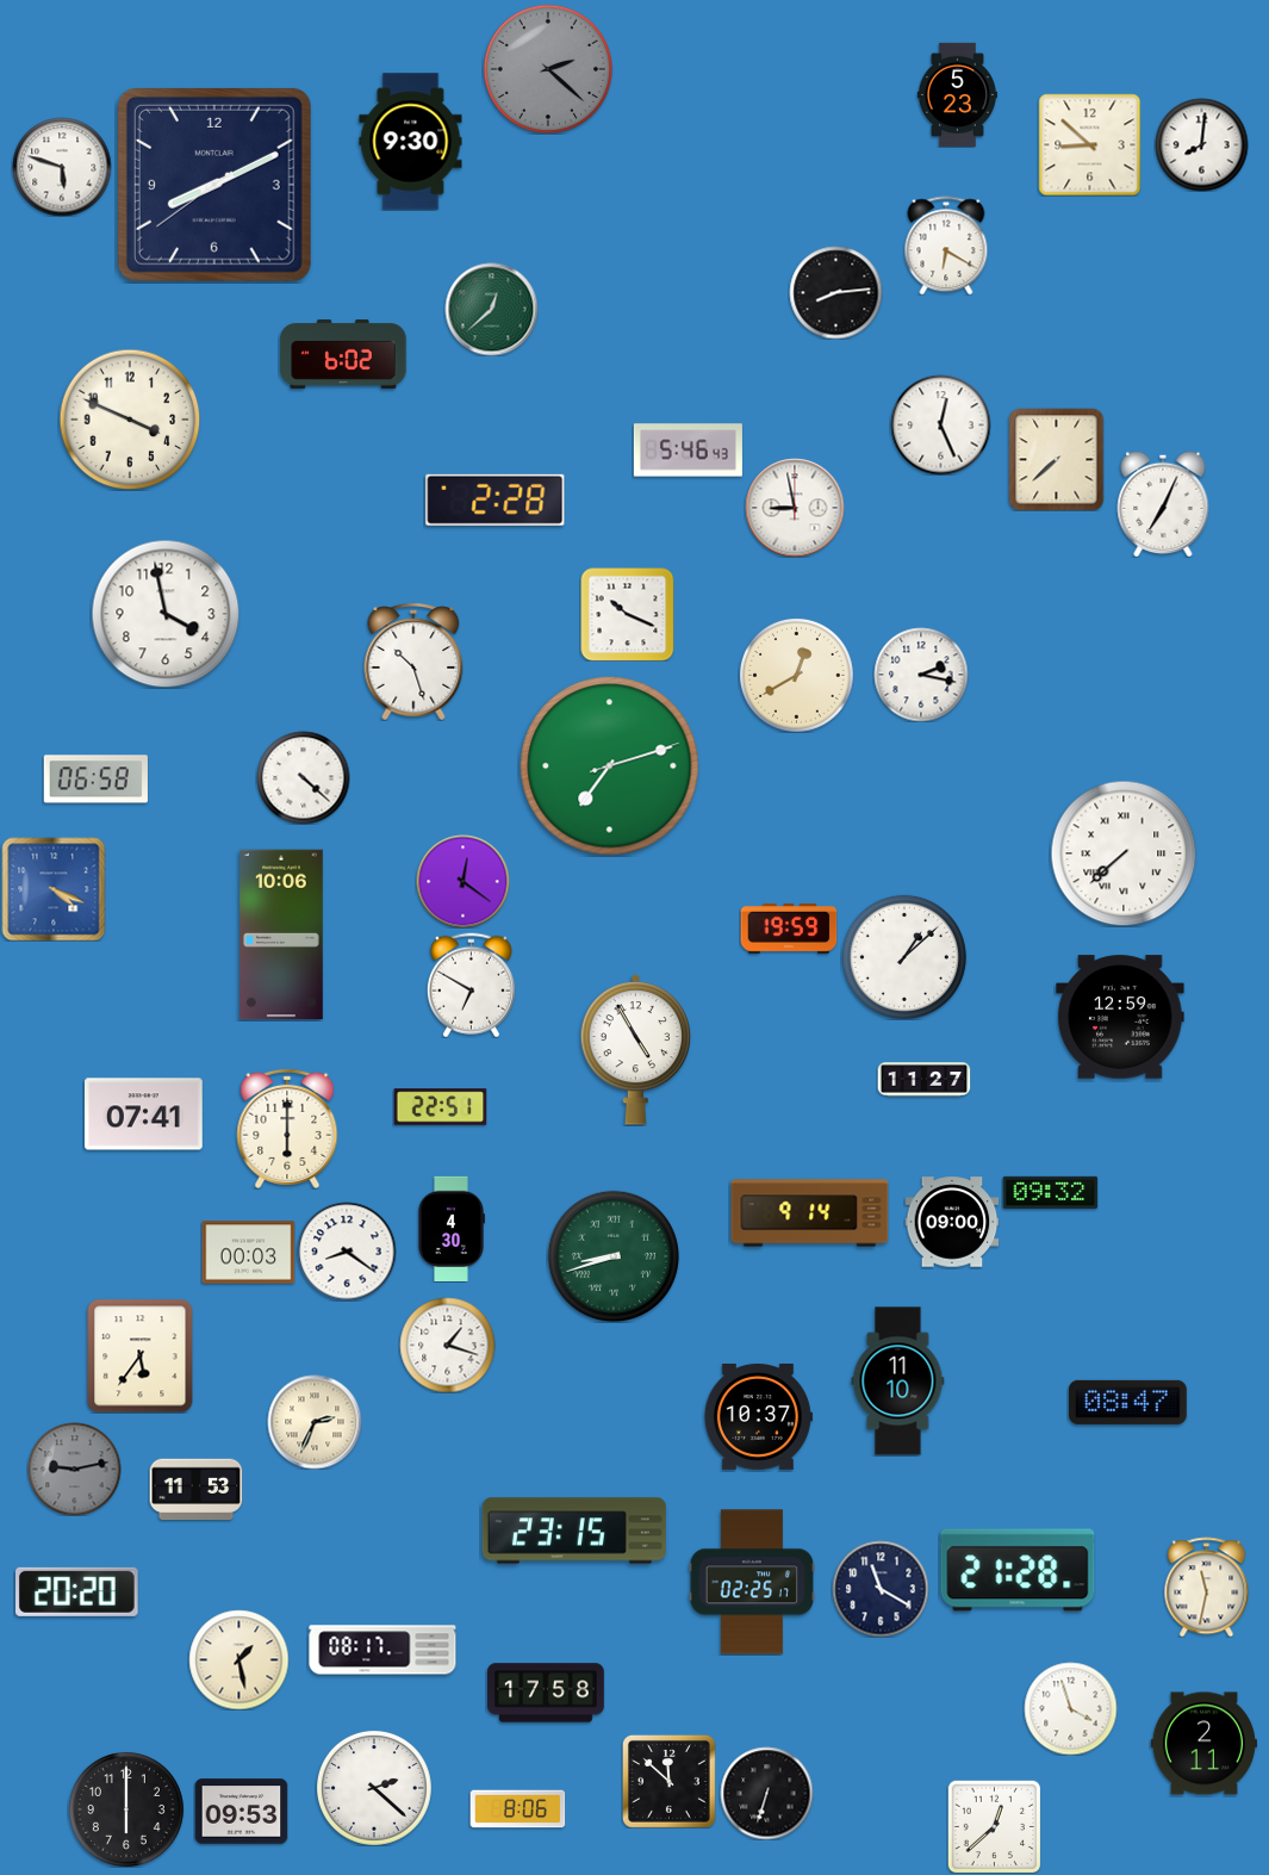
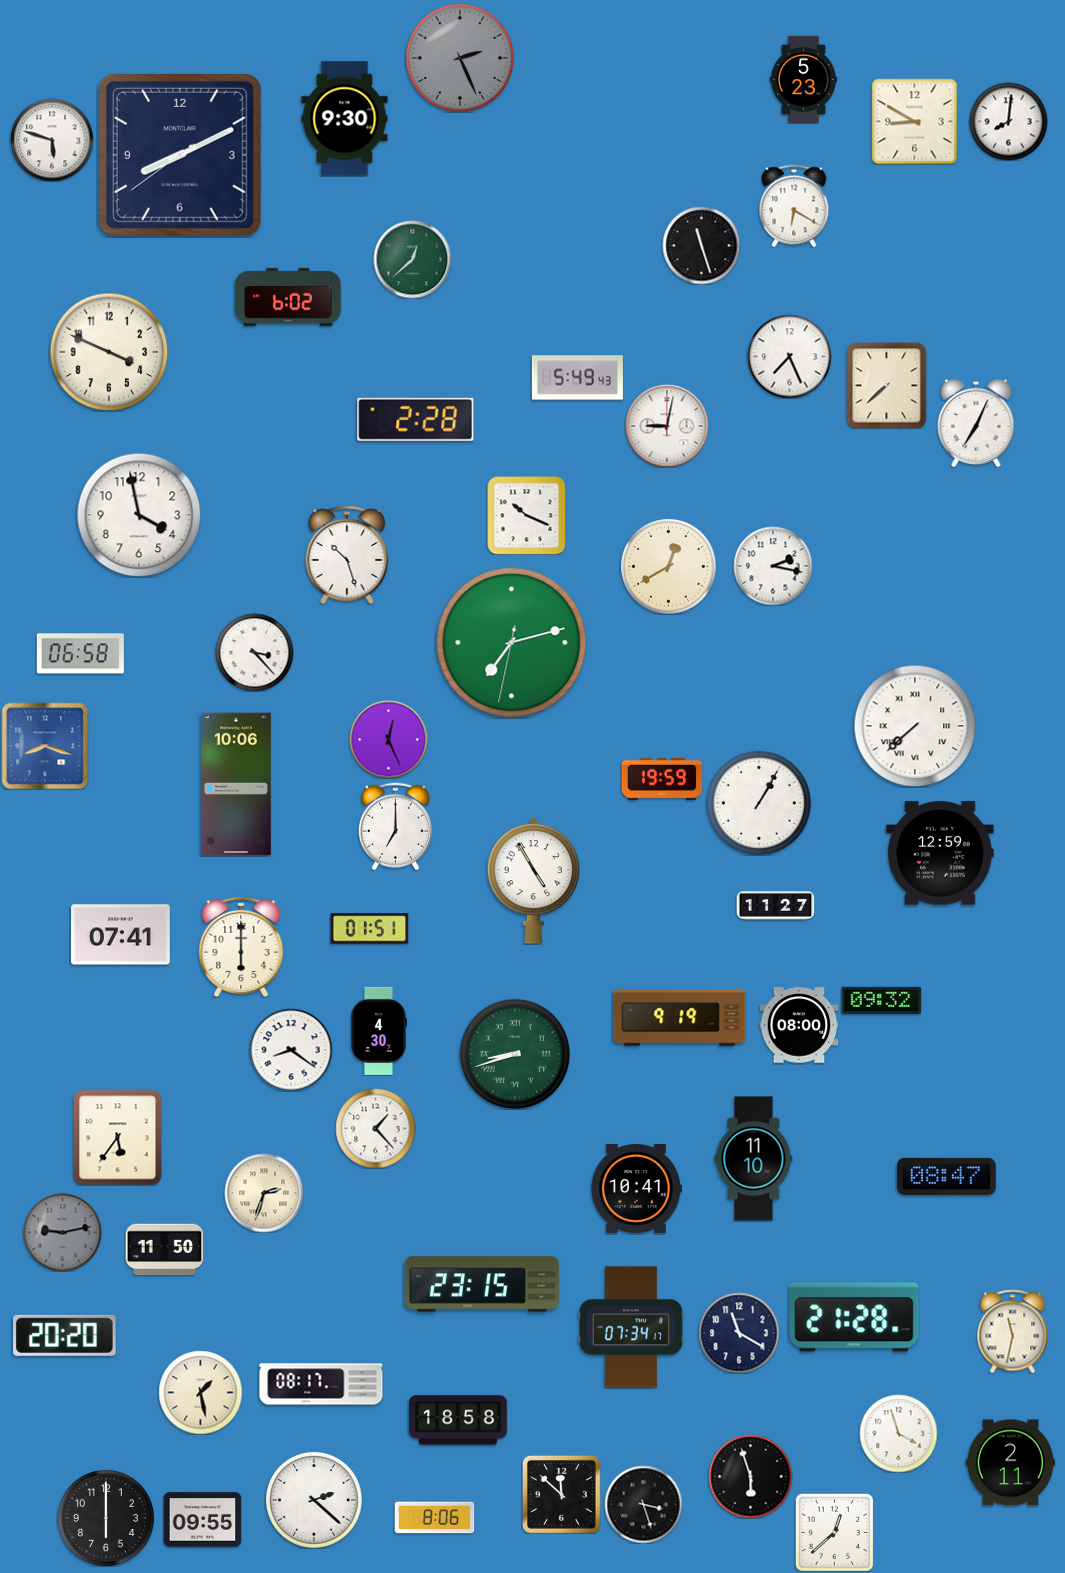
clock at (548, 69): 2:22 -> 2:26
clock at (1089, 144): 8:52 -> 8:50
clock at (835, 292): 8:14 -> 11:27
clock at (940, 424): 12:26 -> 7:26
clock at (688, 451): 5:46 -> 5:49
clock at (795, 508): 8:58 -> 9:02
clock at (610, 766): 7:12:12 -> 7:12:32
clock at (303, 777): 4:22 -> 3:23
clock at (1124, 853) position: (1124, 853) -> (915, 726)
clock at (462, 881): 12:21 -> 12:26
clock at (54, 889): 4:19 -> 8:18
clock at (904, 957): 1:08 -> 1:05
clock at (471, 985): 6:50 -> 7:00
clock at (440, 1107): 22:51 -> 01:51
clock at (810, 1213): 9:14 -> 9:19
clock at (952, 1222): 09:00 -> 08:00
clock at (248, 1253): 00:03 -> none
clock at (447, 1345): 1:18 -> 1:23
clock at (758, 1417): 10:37 -> 10:41
clock at (315, 1422): 2:34 -> 2:33
clock at (195, 1490): 11:53 -> 11:50
clock at (752, 1582): 02:25 -> 07:34
clock at (547, 1693): 17:58 -> 18:58
clock at (750, 1476): none -> 5:57
clock at (766, 1793): 6:33 -> 3:27
clock at (241, 1812): 09:53 -> 09:55
